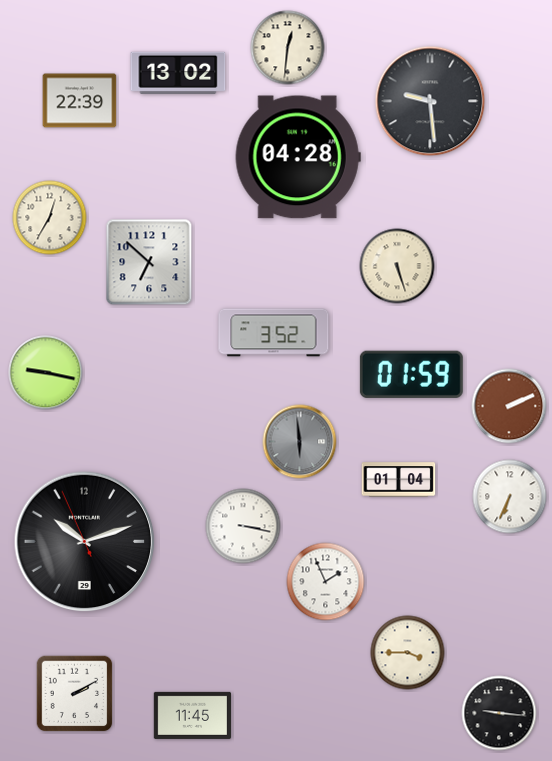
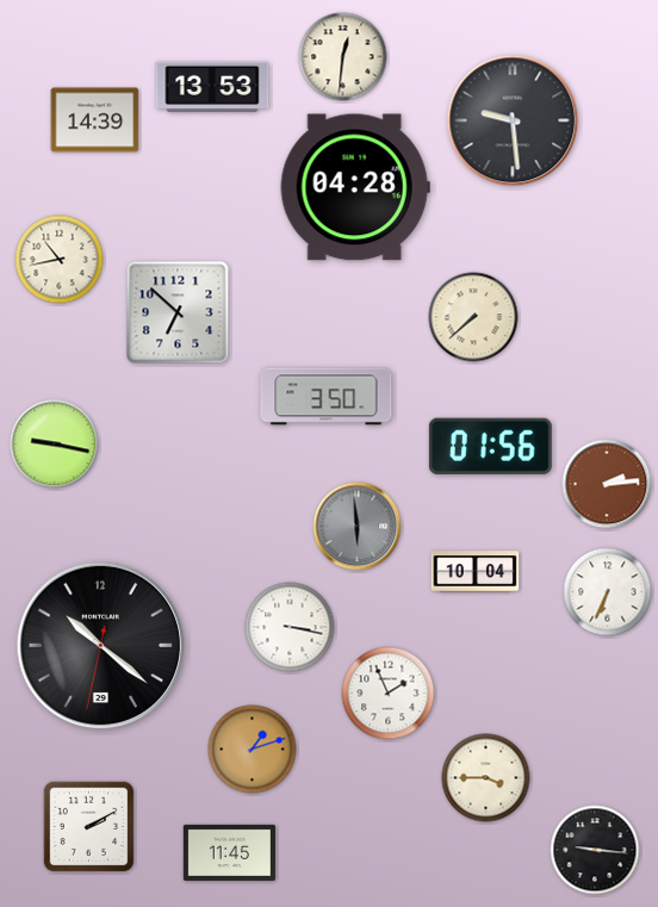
clock at (178, 73): 13:02 -> 13:53
clock at (80, 101): 22:39 -> 14:39
clock at (50, 218): 12:35 -> 10:43
clock at (397, 266): 5:27 -> 7:38
clock at (274, 333): 3:52 -> 3:50
clock at (411, 374): 01:59 -> 01:56
clock at (509, 406): 2:11 -> 2:14
clock at (399, 480): 01:04 -> 10:04
clock at (85, 542): 10:11 -> 10:21
clock at (253, 750): none -> 1:12
